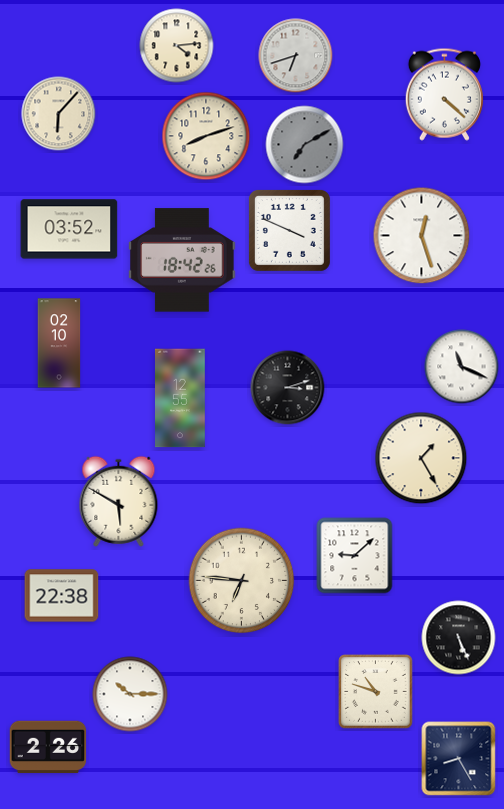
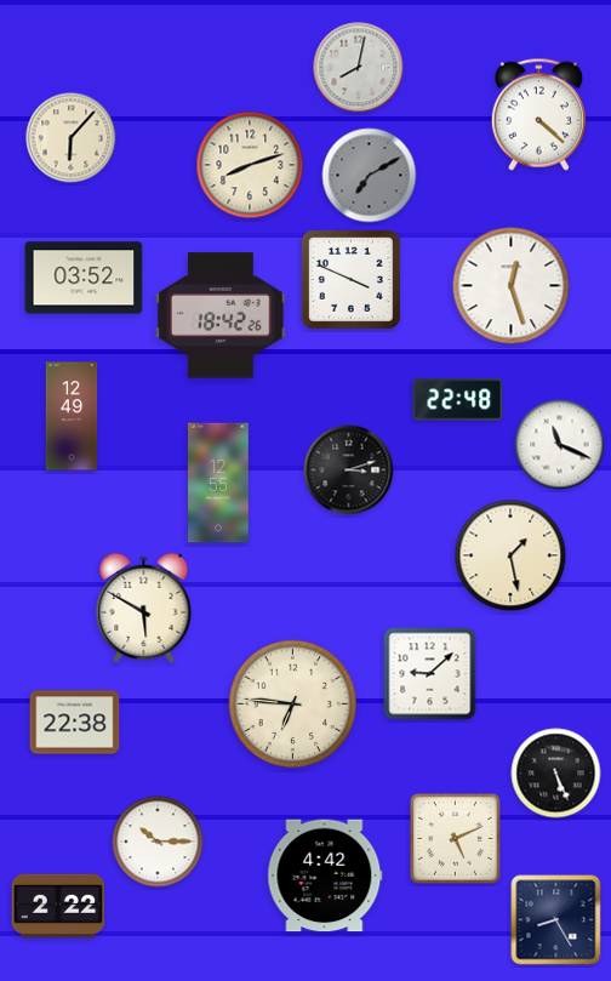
clock at (177, 46): 4:14 -> none
clock at (296, 56): 6:42 -> 8:02
clock at (458, 400): none -> 22:48
clock at (59, 343): 02:10 -> 12:49
clock at (421, 458): 1:25 -> 1:28
clock at (376, 692): 10:48 -> 5:11
clock at (325, 876): none -> 4:42
clock at (48, 747): 2:26 -> 2:22
